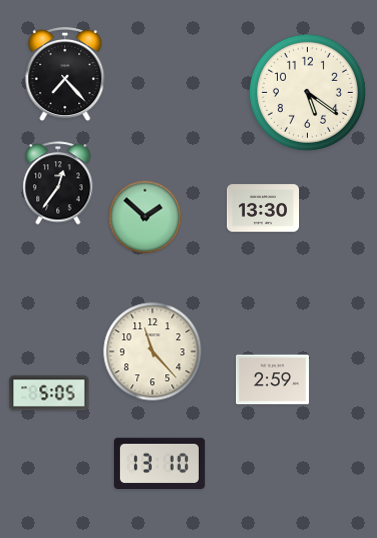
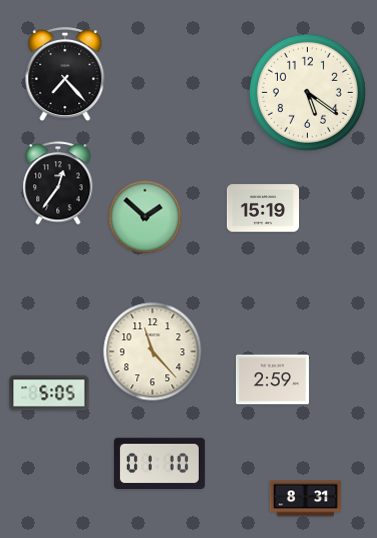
clock at (262, 208): 13:30 -> 15:19
clock at (159, 463): 13:10 -> 01:10
clock at (306, 499): none -> 8:31
